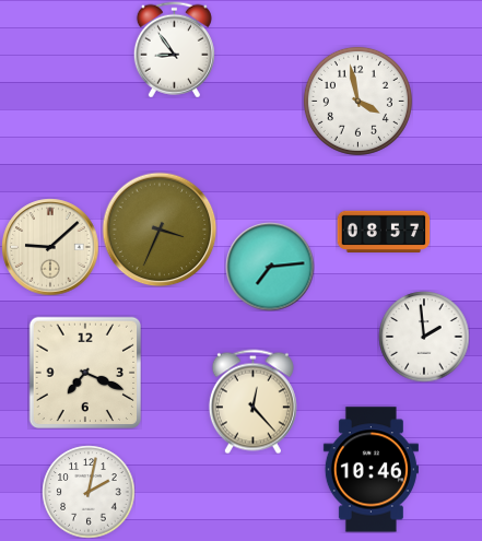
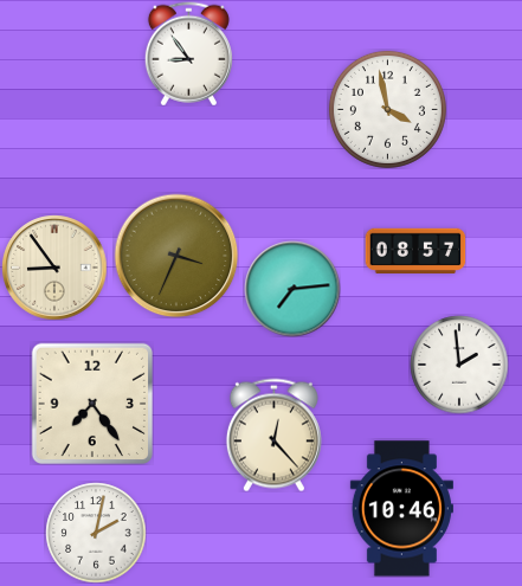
clock at (160, 230) position: (160, 230) -> (176, 256)
clock at (50, 247): 9:08 -> 8:54
clock at (85, 373): 7:19 -> 7:24
